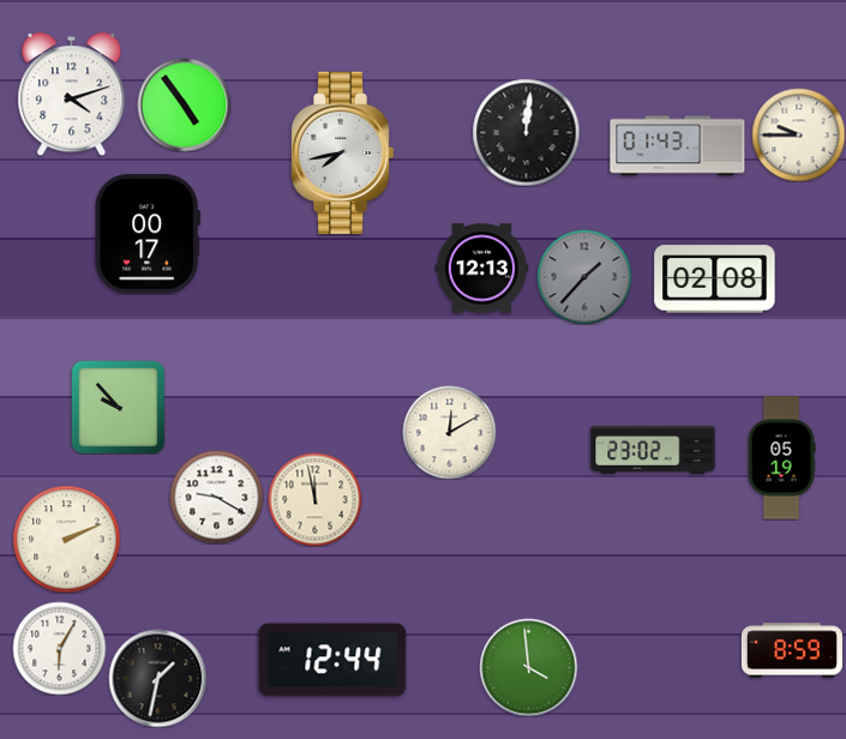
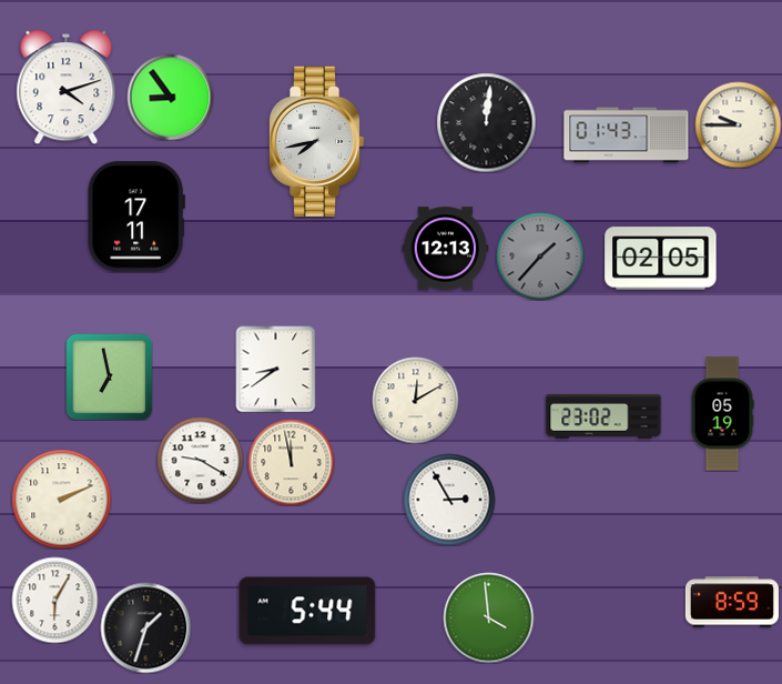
clock at (184, 104): 4:54 -> 8:54
clock at (148, 234): 00:17 -> 17:11
clock at (715, 280): 02:08 -> 02:05
clock at (276, 369): none -> 8:39
clock at (118, 407): 9:53 -> 6:58
clock at (781, 458) position: (781, 458) -> (722, 414)
clock at (449, 500): none -> 2:55
clock at (332, 660): 12:44 -> 5:44
clock at (157, 678): 1:32 -> 1:33
